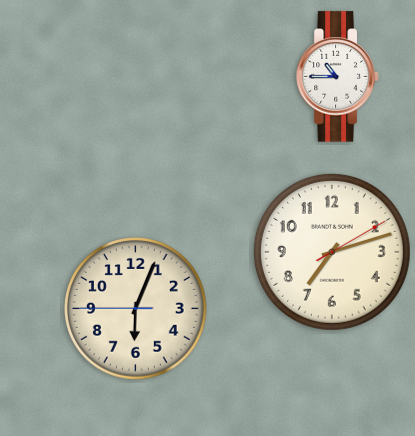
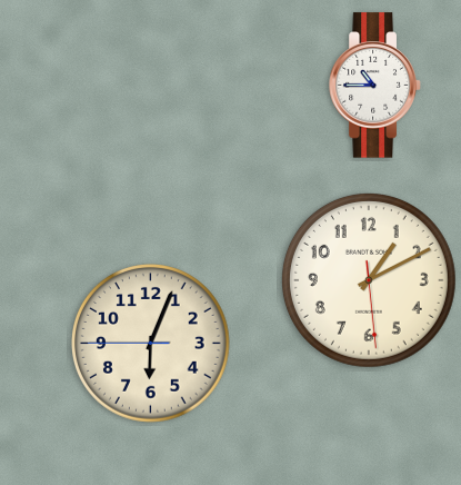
clock at (332, 252): 7:12 -> 1:10
